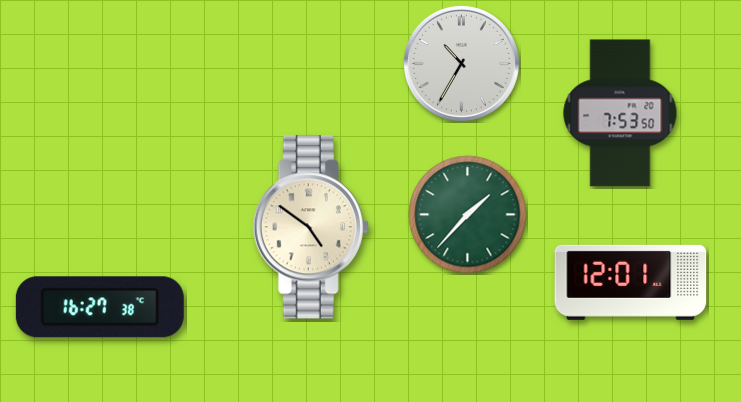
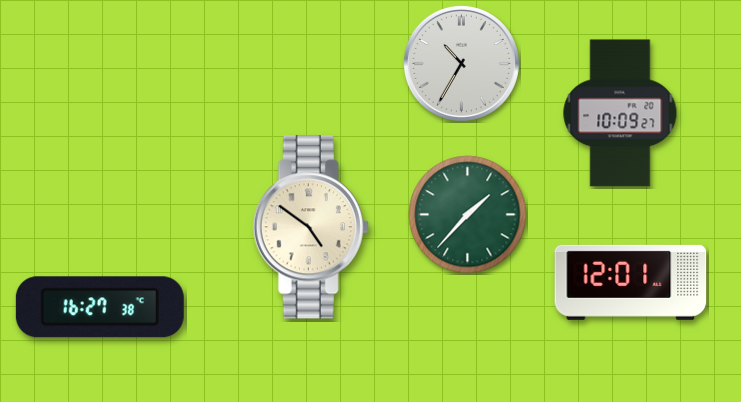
clock at (620, 113): 7:53 -> 10:09
